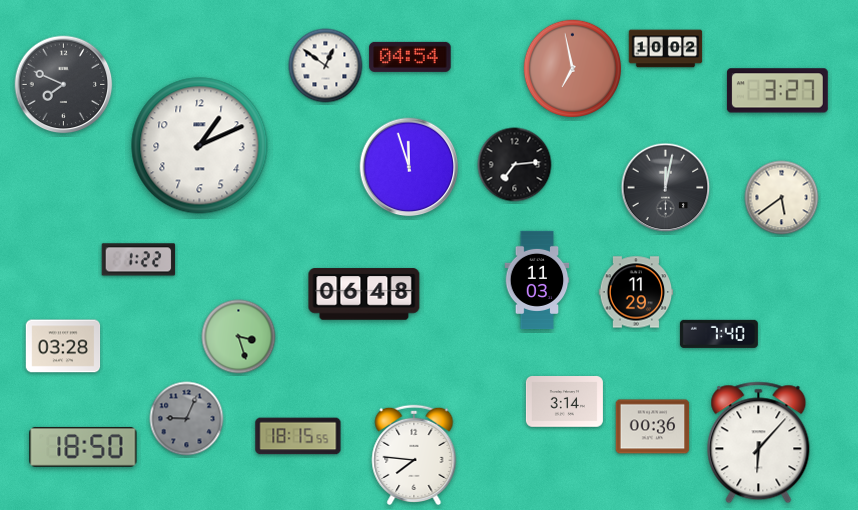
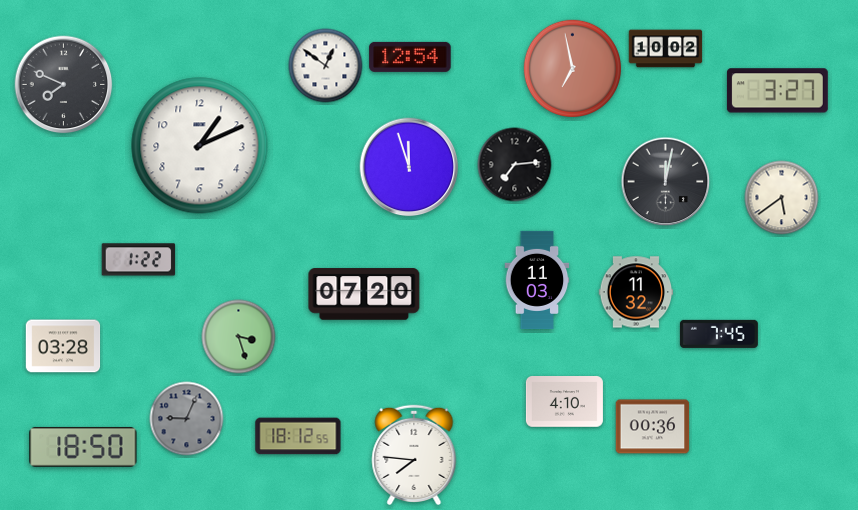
clock at (410, 57): 04:54 -> 12:54
clock at (666, 188) position: (666, 188) -> (666, 182)
clock at (636, 292): 11:29 -> 11:32
clock at (364, 294): 06:48 -> 07:20
clock at (719, 334): 7:40 -> 7:45
clock at (564, 402): 3:14 -> 4:10
clock at (298, 436): 18:15 -> 18:12
clock at (759, 443): 6:07 -> none
